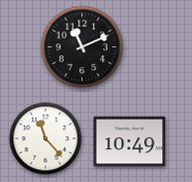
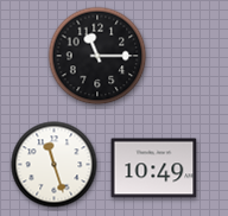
clock at (82, 47): 11:11 -> 11:15
clock at (46, 139): 11:23 -> 11:27
